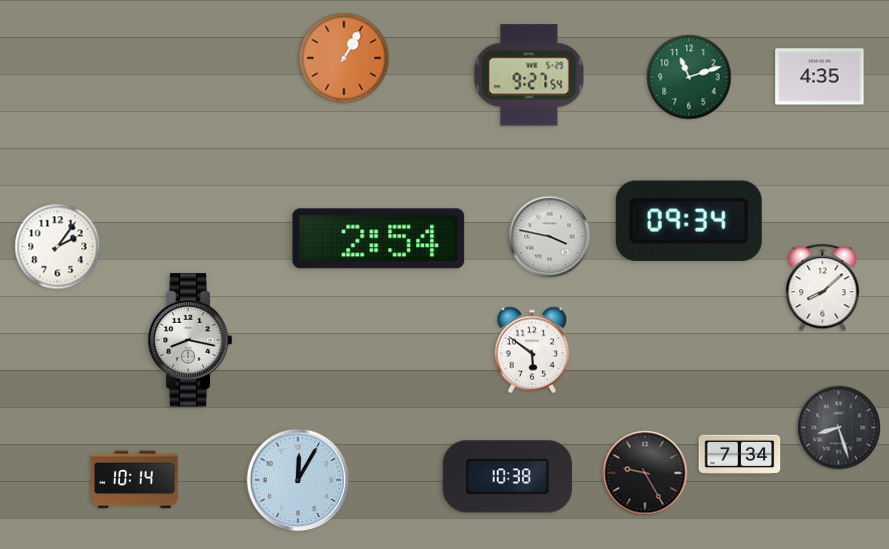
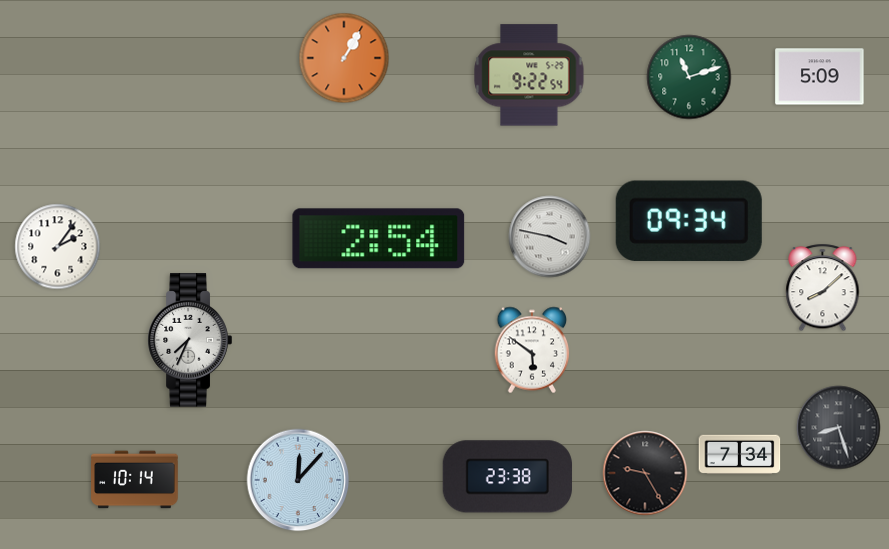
clock at (529, 75): 9:27 -> 9:22
clock at (820, 77): 4:35 -> 5:09
clock at (190, 340): 8:17 -> 7:34
clock at (507, 477): 10:38 -> 23:38
clock at (298, 480): 12:05 -> 12:07
